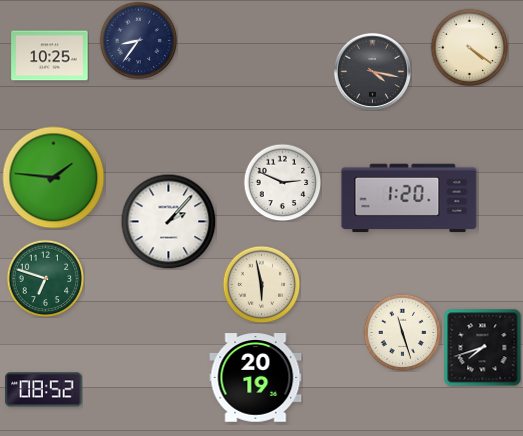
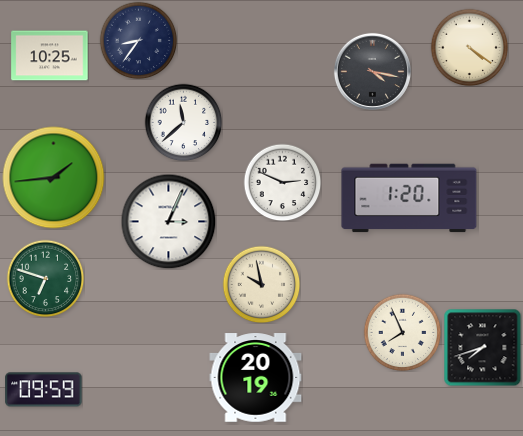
clock at (183, 122): none -> 11:38
clock at (54, 178): 1:46 -> 1:44
clock at (168, 221): 2:07 -> 3:04
clock at (261, 284): 5:58 -> 9:58
clock at (402, 332): 11:27 -> 7:56
clock at (44, 390): 08:52 -> 09:59
